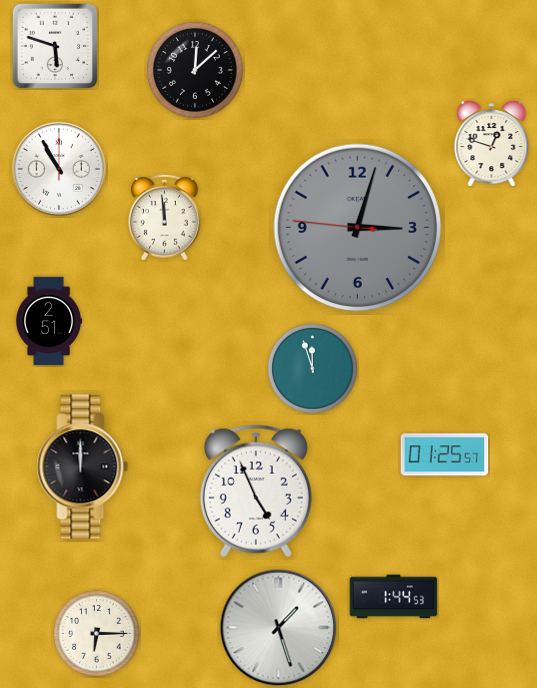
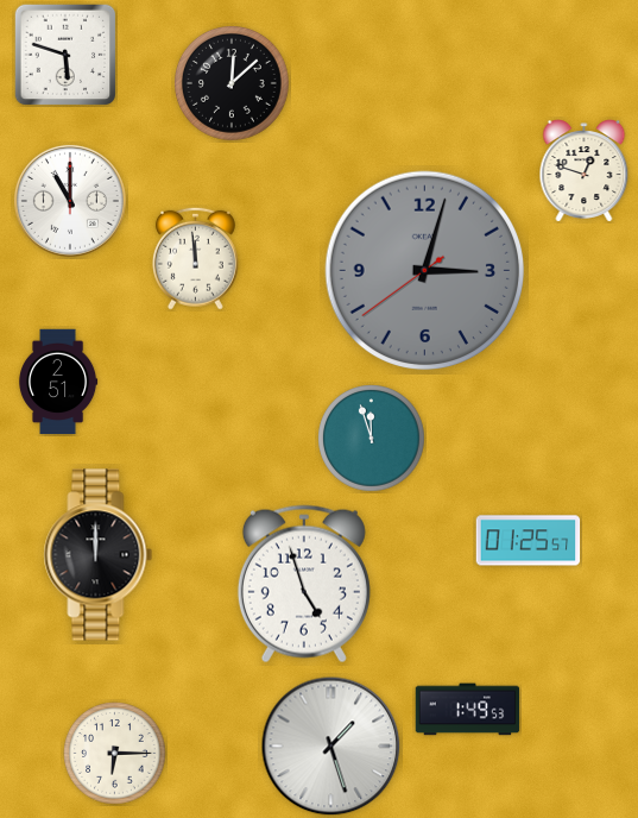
clock at (59, 169): 10:55 -> 11:00
clock at (358, 228): 3:02:46 -> 3:02:39
clock at (256, 491): 4:56 -> 4:57
clock at (394, 597): 1:44 -> 1:49
